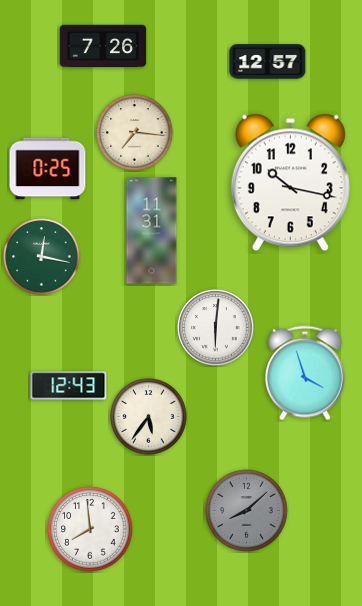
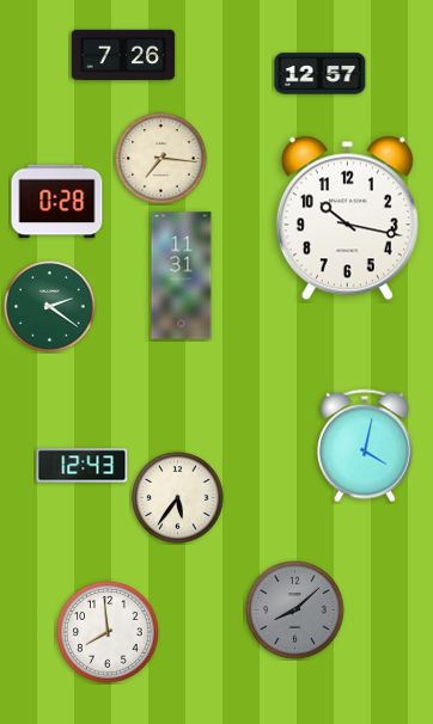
clock at (48, 169): 0:25 -> 0:28
clock at (42, 257): 12:17 -> 2:21
clock at (216, 328): 6:01 -> none
clock at (306, 373): 3:57 -> 4:02
clock at (69, 386) position: (69, 386) -> (83, 466)
